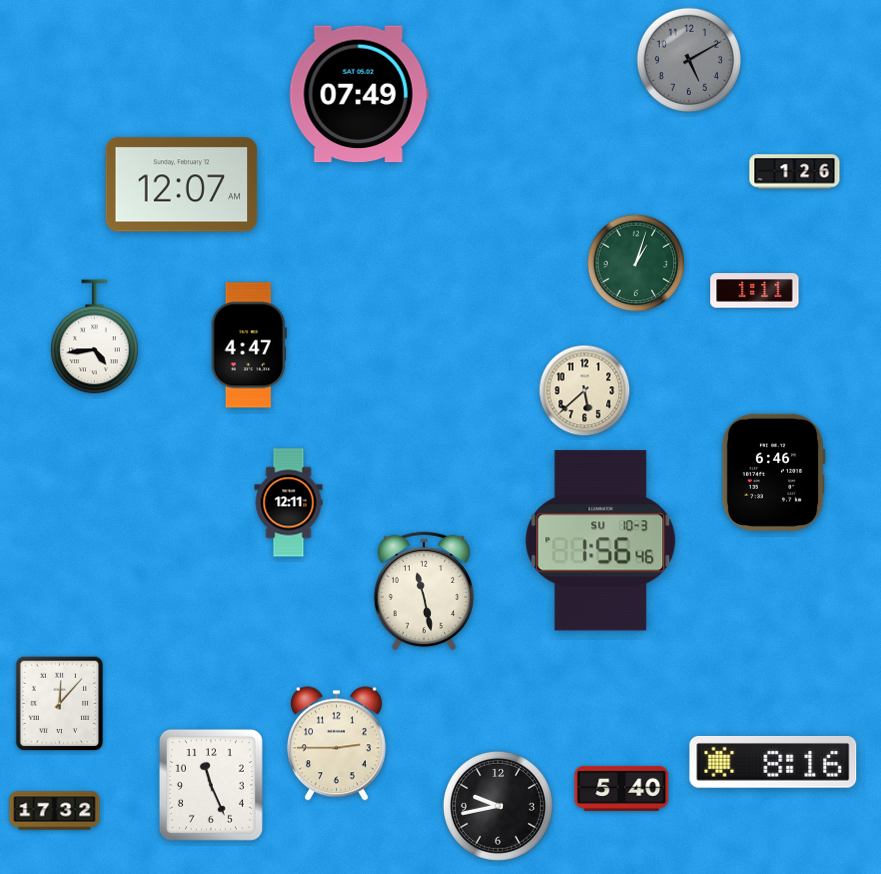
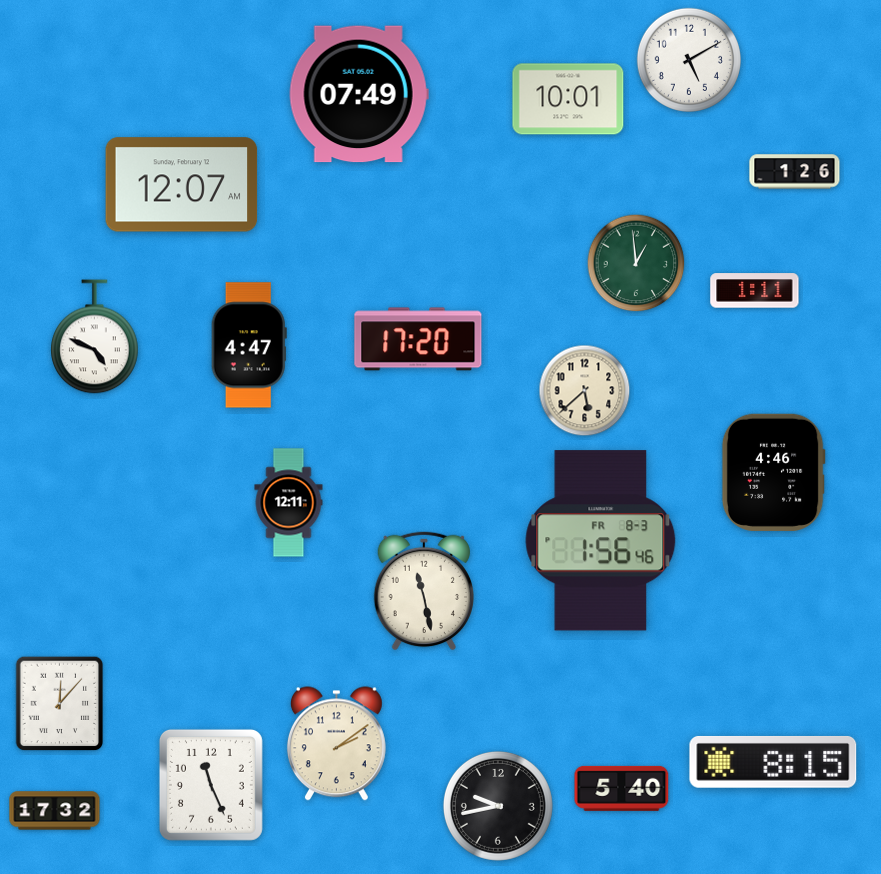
clock at (689, 60) dial: grey -> white
clock at (568, 99): none -> 10:01
clock at (636, 263): 1:03 -> 12:59
clock at (95, 337): 4:44 -> 4:49
clock at (418, 339): none -> 17:20
clock at (773, 472): 6:46 -> 4:46
clock at (601, 541) date: SU 10-3 -> FR 8-3
clock at (336, 744): 2:45 -> 2:09
clock at (773, 762): 8:16 -> 8:15
